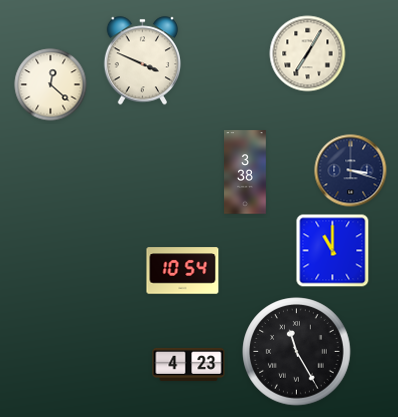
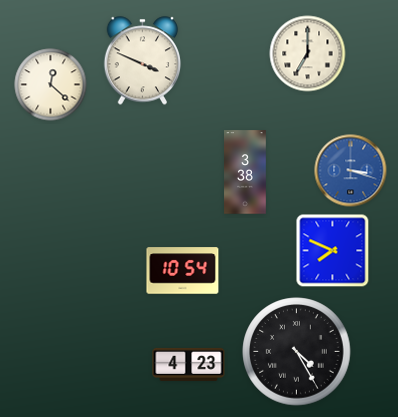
clock at (308, 54): 7:05 -> 7:00
clock at (351, 171) dial: navy -> blue
clock at (333, 251): 11:00 -> 7:49
clock at (297, 352): 11:25 -> 4:25
